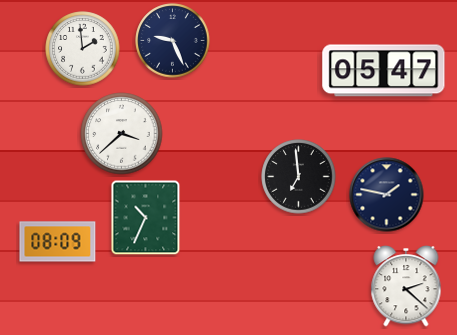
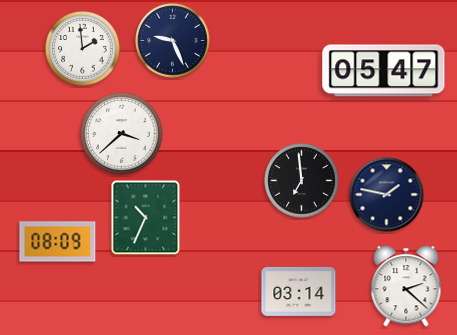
clock at (299, 177) position: (299, 177) -> (302, 181)
clock at (299, 291): none -> 03:14
